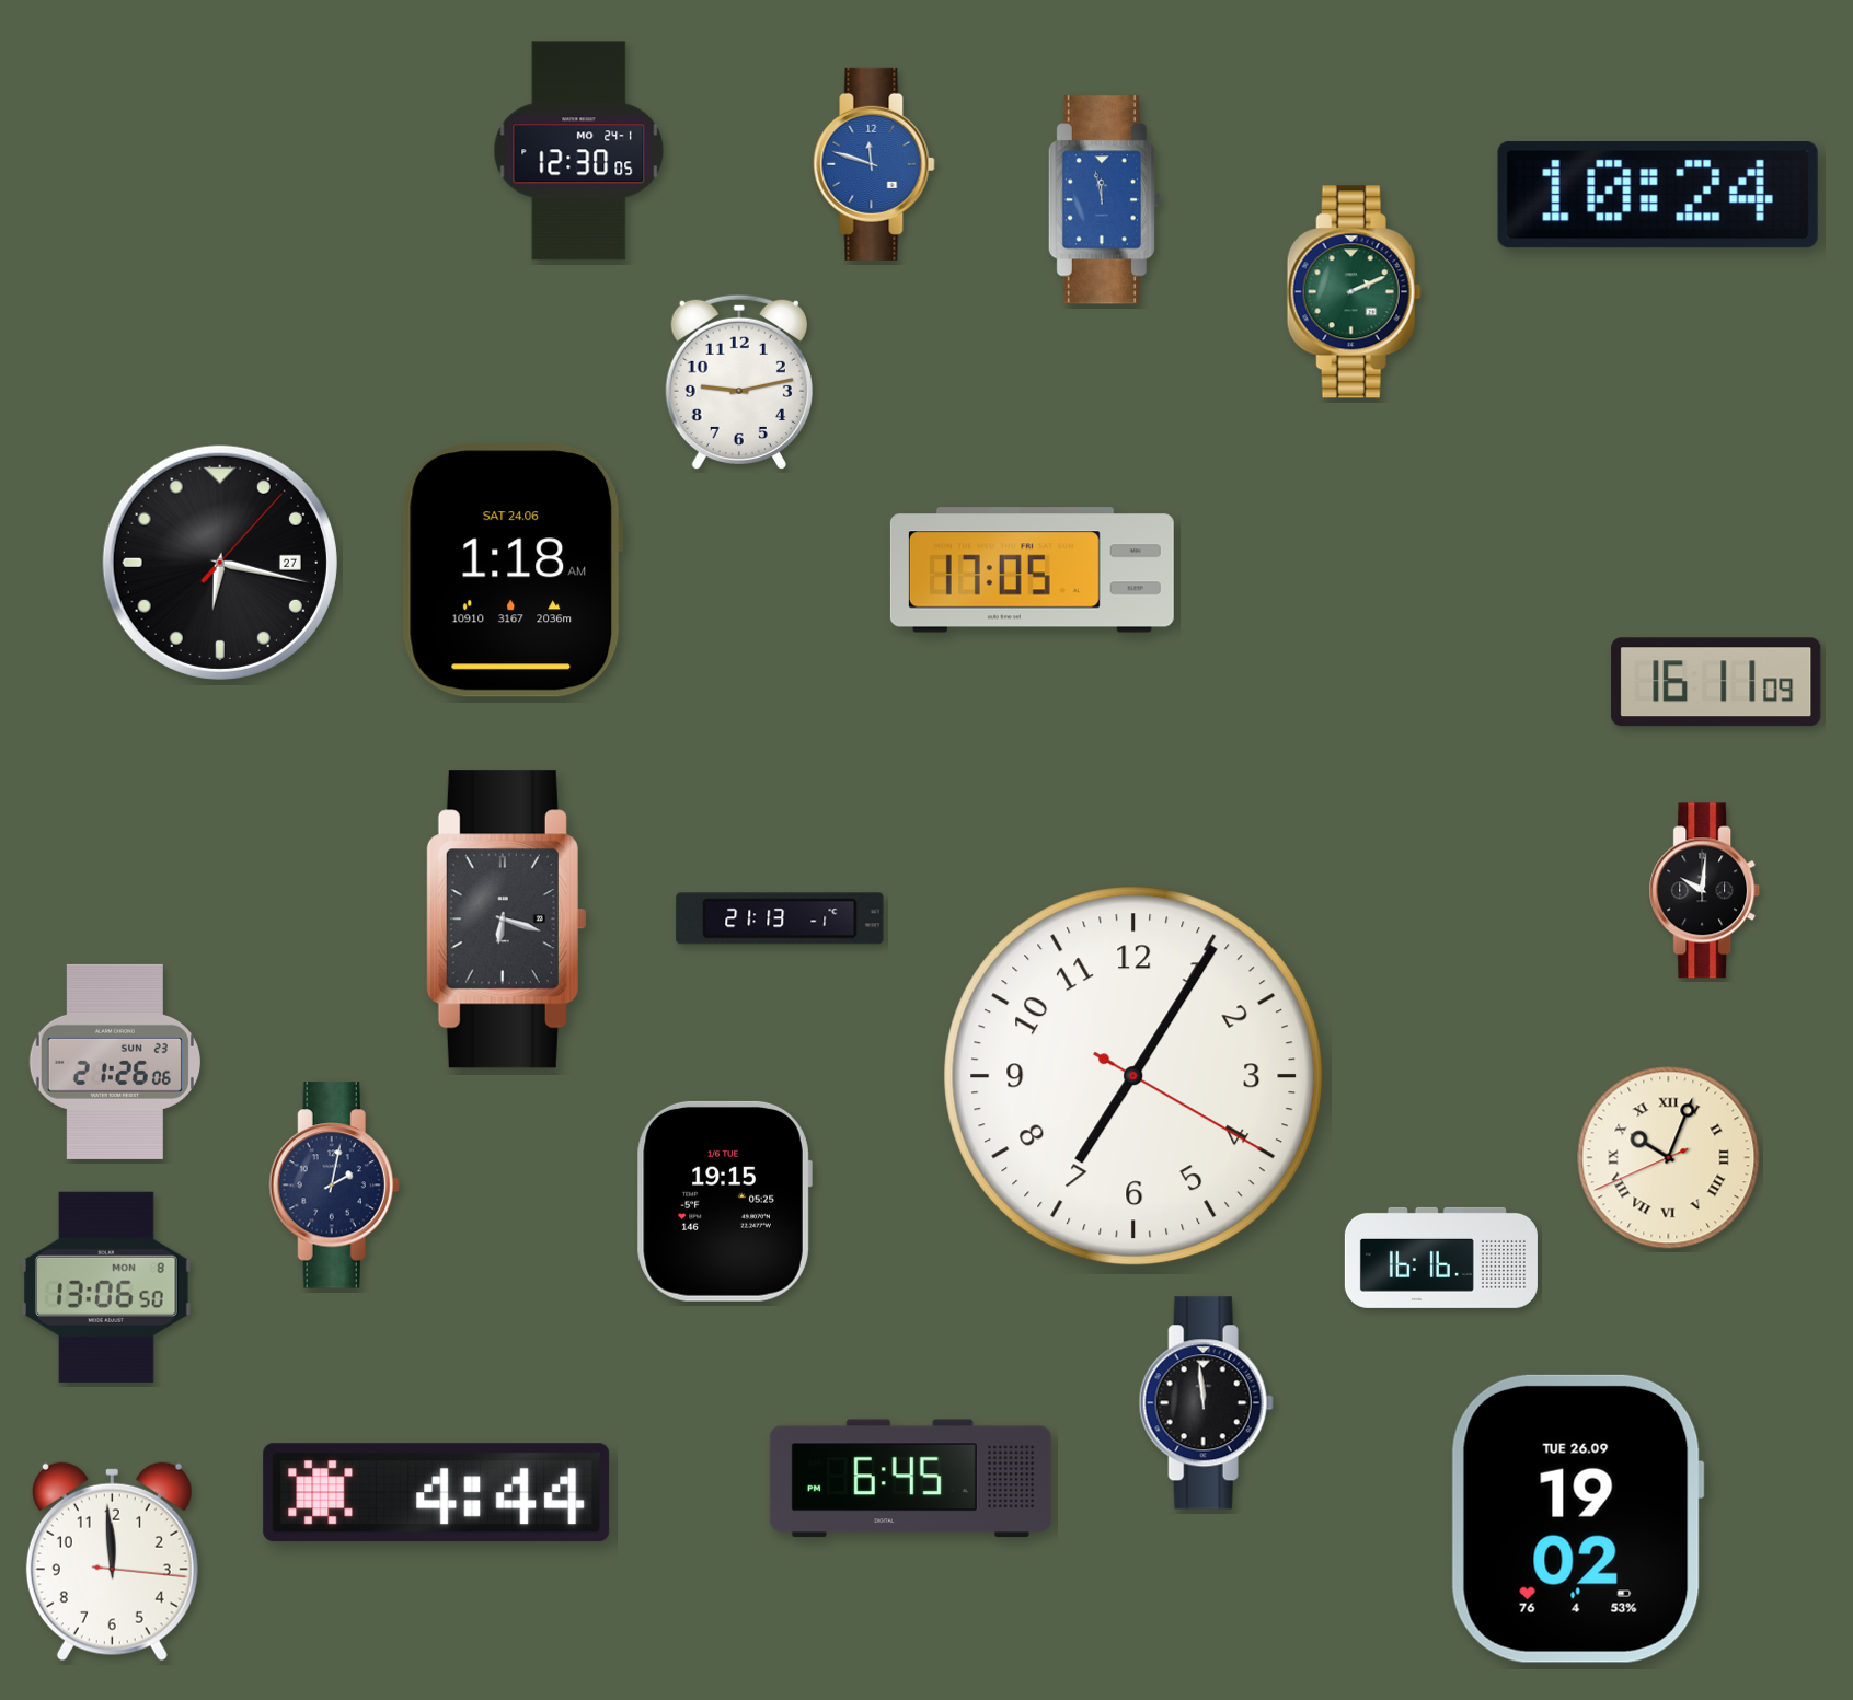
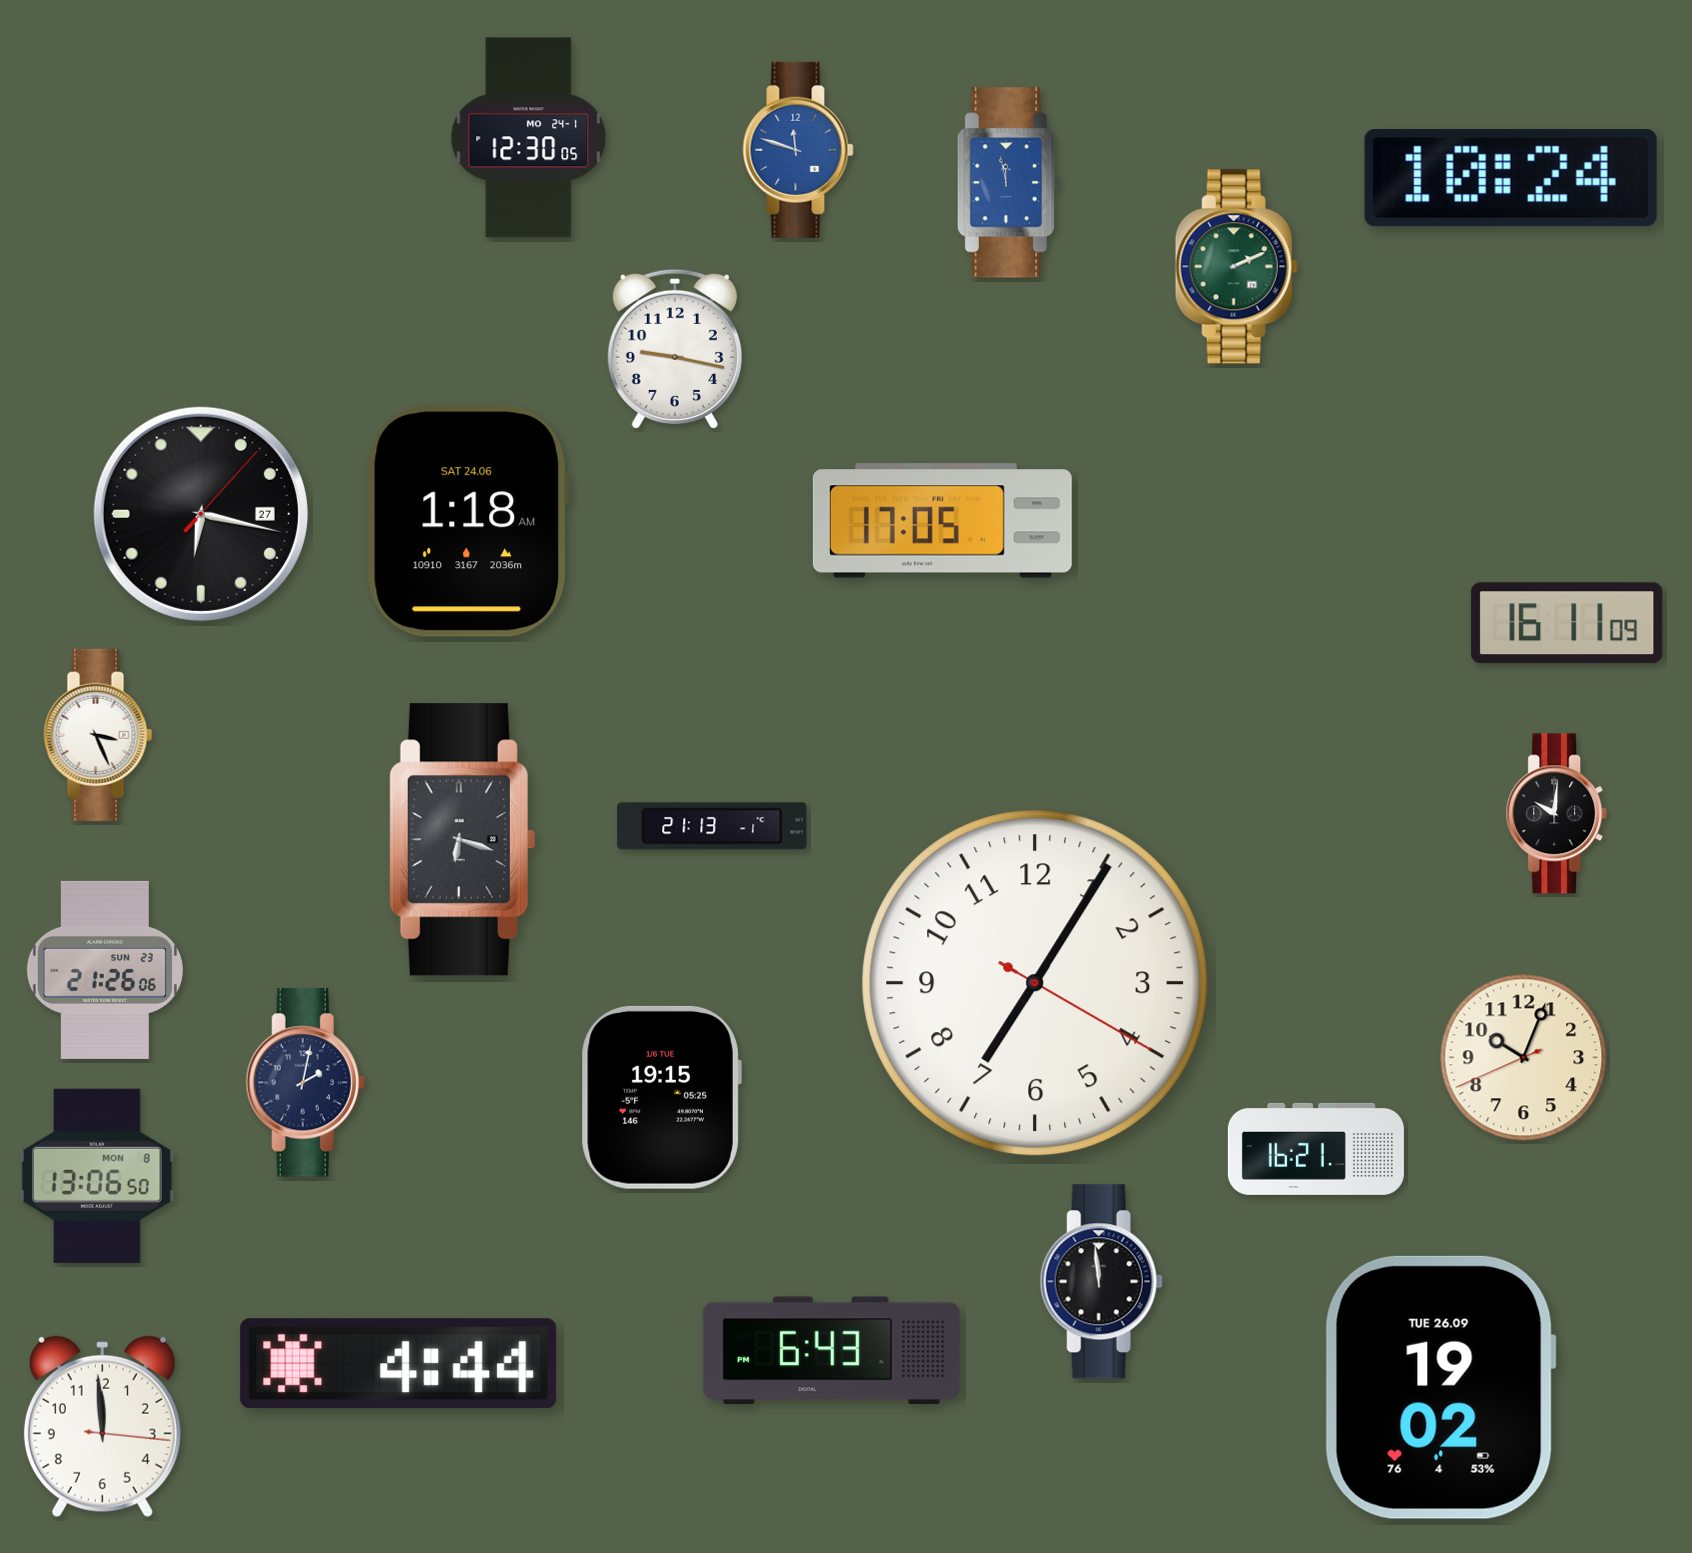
clock at (1658, 195) position: (1658, 195) -> (1511, 178)
clock at (739, 382): 9:13 -> 9:17
clock at (98, 735): none -> 3:26
clock at (780, 918) position: (780, 918) -> (712, 826)
clock at (1669, 1158) numerals: Roman -> Arabic
clock at (1441, 1258): 16:16 -> 16:21
clock at (910, 1479): 6:45 -> 6:43
